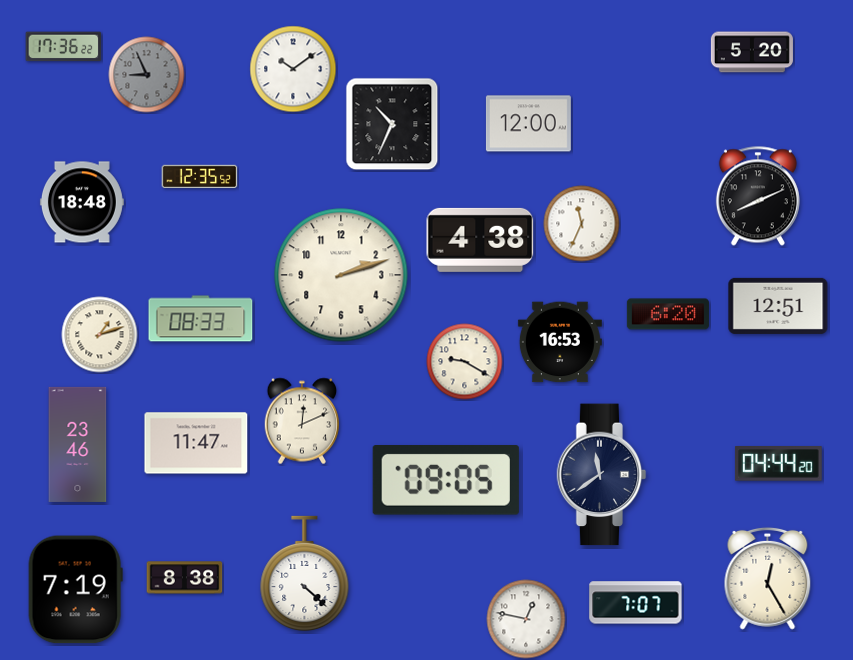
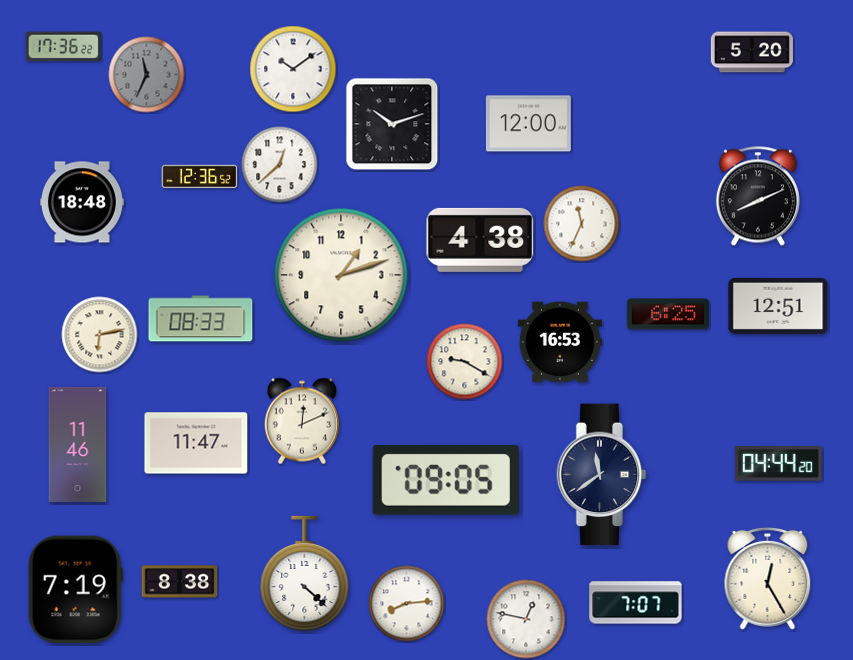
clock at (147, 75): 8:56 -> 11:34
clock at (392, 124): 10:34 -> 10:12
clock at (280, 165): none -> 12:38
clock at (200, 177): 12:35 -> 12:36
clock at (341, 275): 2:12 -> 1:12
clock at (668, 314): 6:20 -> 6:25
clock at (100, 335): 1:12 -> 6:13
clock at (78, 444): 23:46 -> 11:46
clock at (185, 578) position: (185, 578) -> (180, 582)
clock at (407, 604): none -> 8:14
